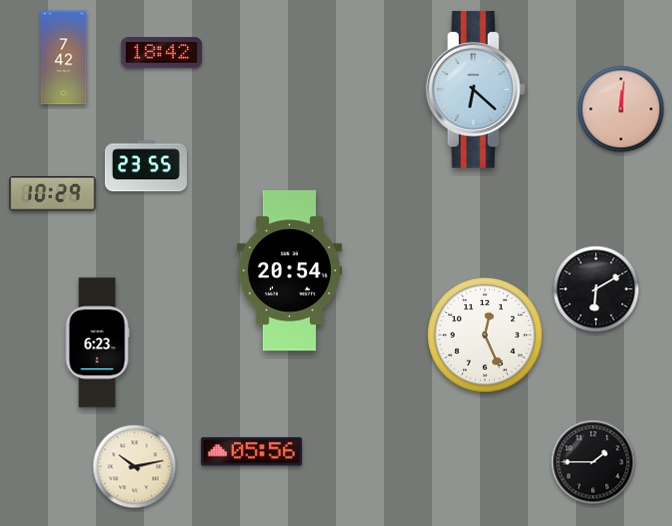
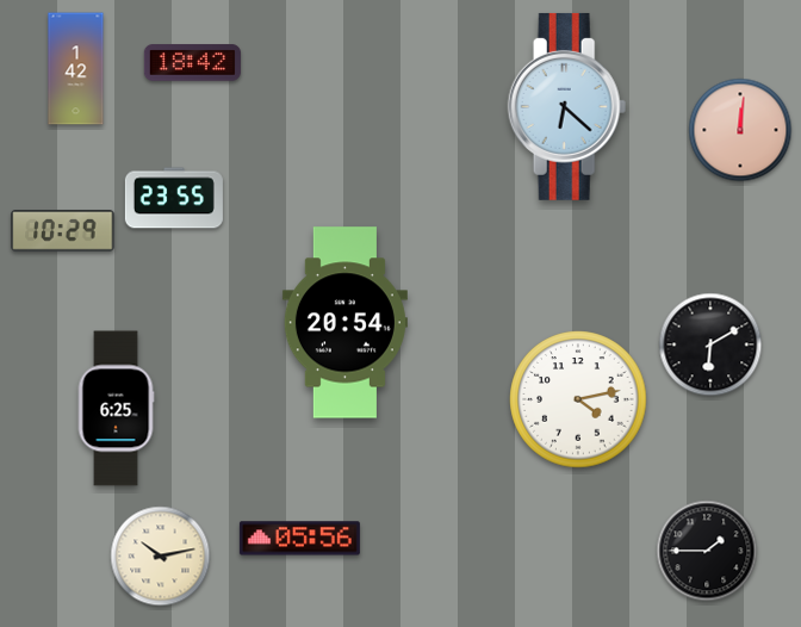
clock at (64, 58): 7:42 -> 1:42
clock at (485, 335): 12:26 -> 4:13
clock at (97, 343): 6:23 -> 6:25
